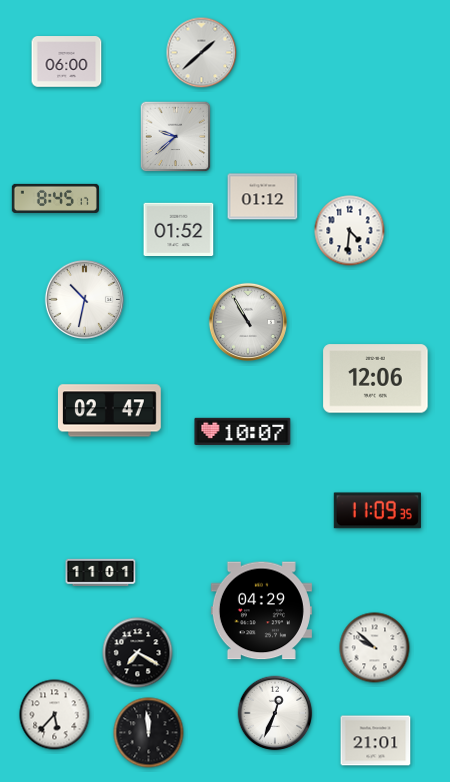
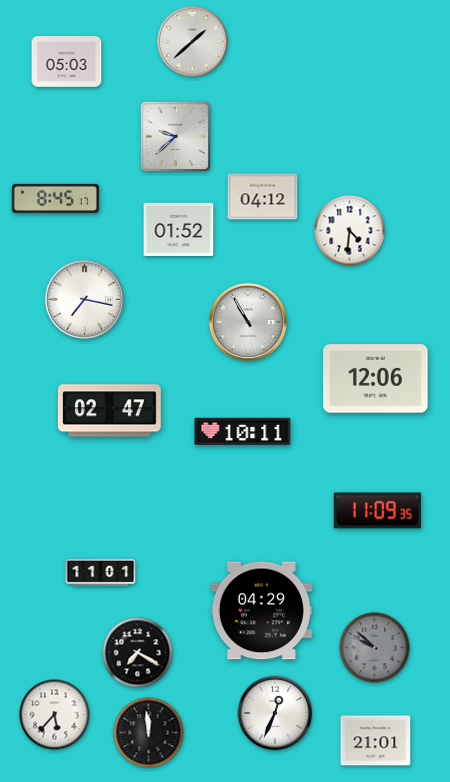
clock at (202, 53) position: (202, 53) -> (193, 42)
clock at (67, 62): 06:00 -> 05:03
clock at (263, 197): 01:12 -> 04:12
clock at (84, 299): 10:32 -> 7:17
clock at (243, 431): 10:07 -> 10:11
clock at (375, 648) dial: white -> grey
